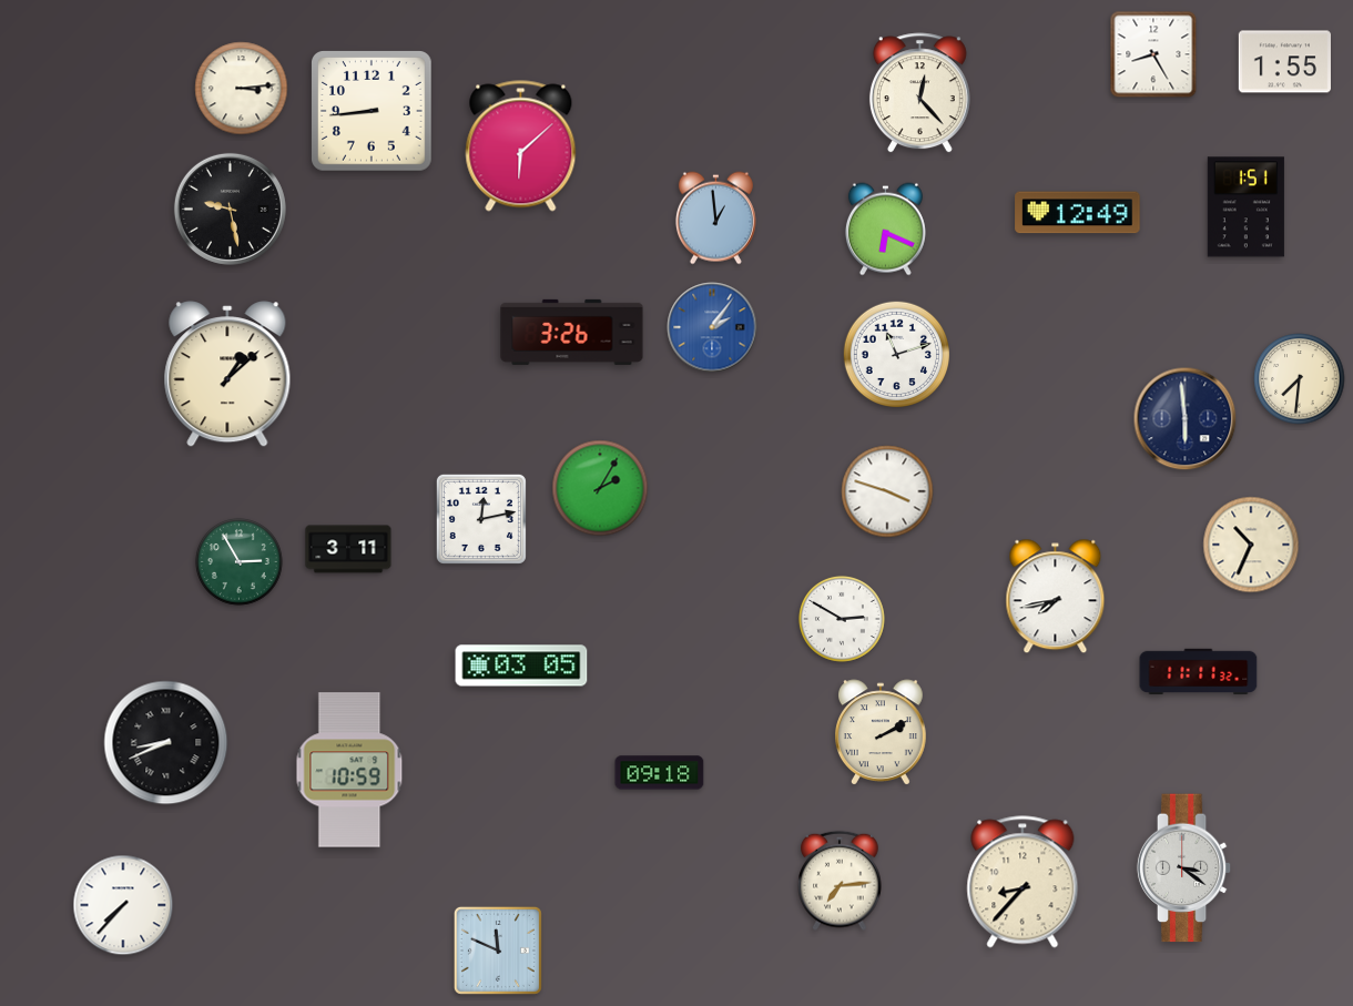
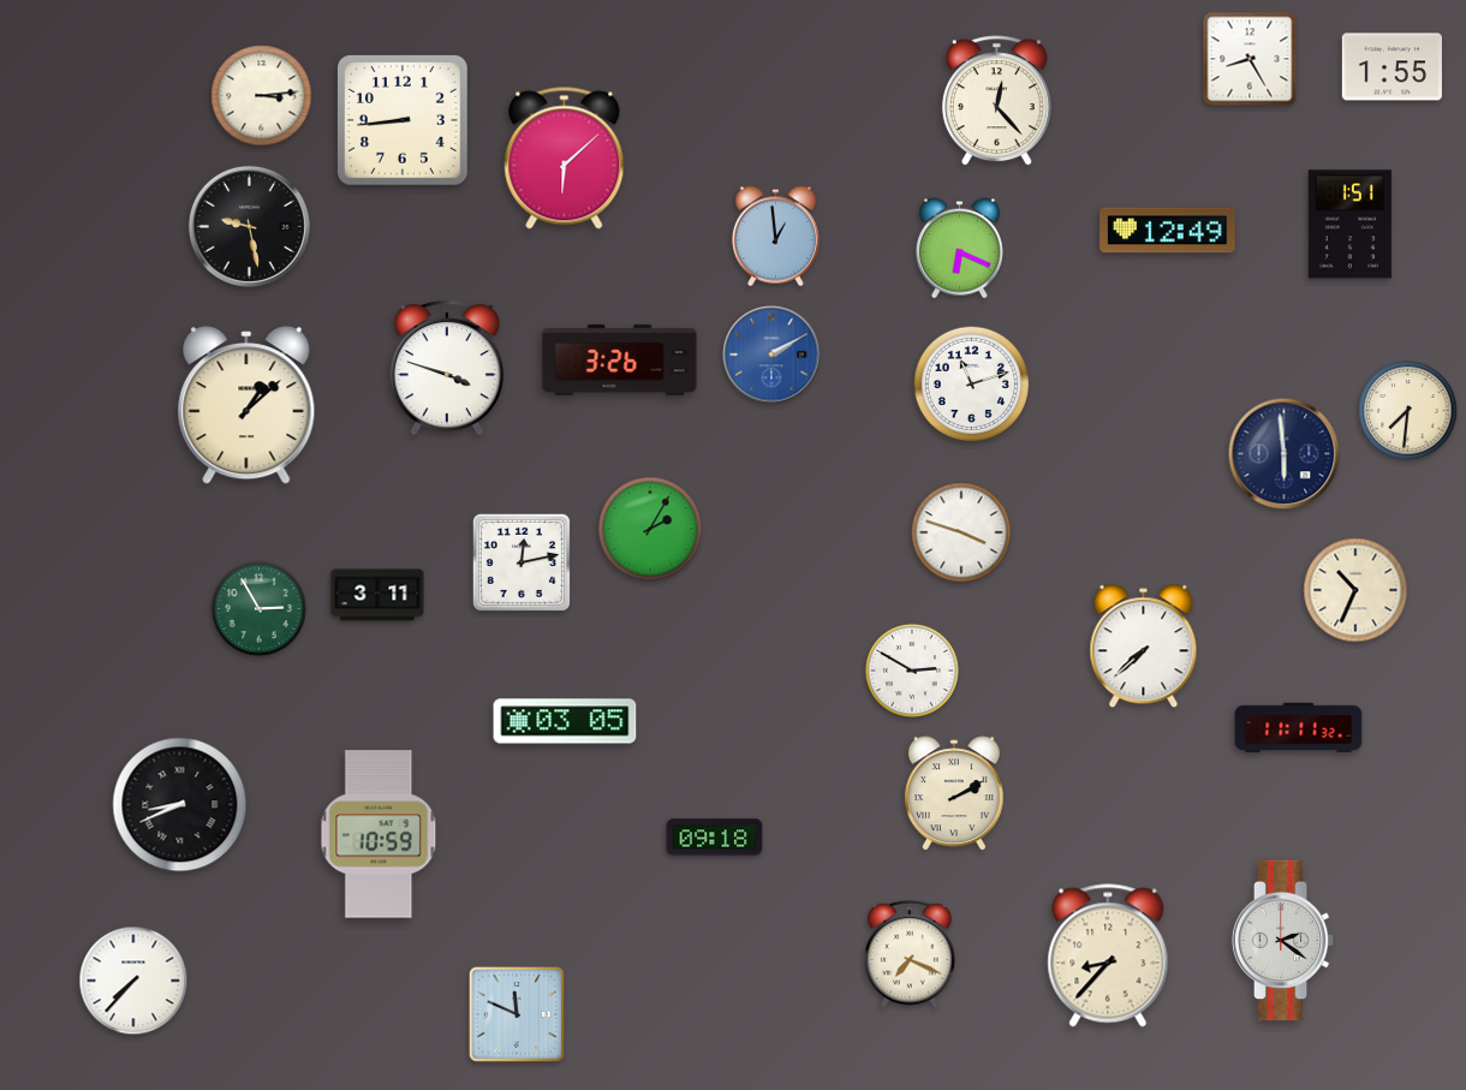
clock at (712, 327): 2:06 -> 2:10
clock at (447, 368): none -> 3:48
clock at (1056, 597): 7:43 -> 7:38
clock at (1184, 868): 3:21 -> 2:21
clock at (841, 881): 7:14 -> 7:19
clock at (498, 951) position: (498, 951) -> (517, 1014)
